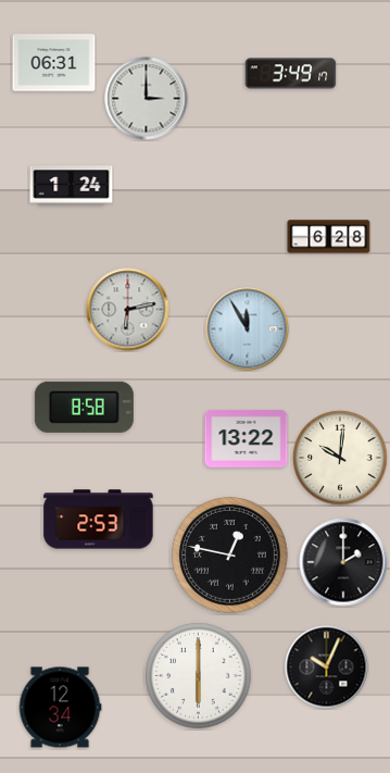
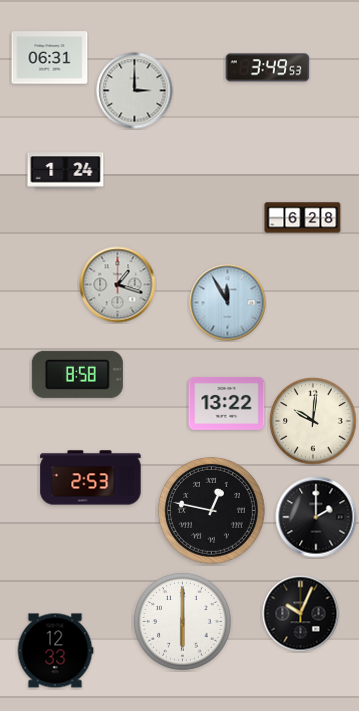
clock at (291, 74): 3:49:17 -> 3:49:53
clock at (128, 310): 6:13 -> 1:18
clock at (60, 708): 12:34 -> 12:33
